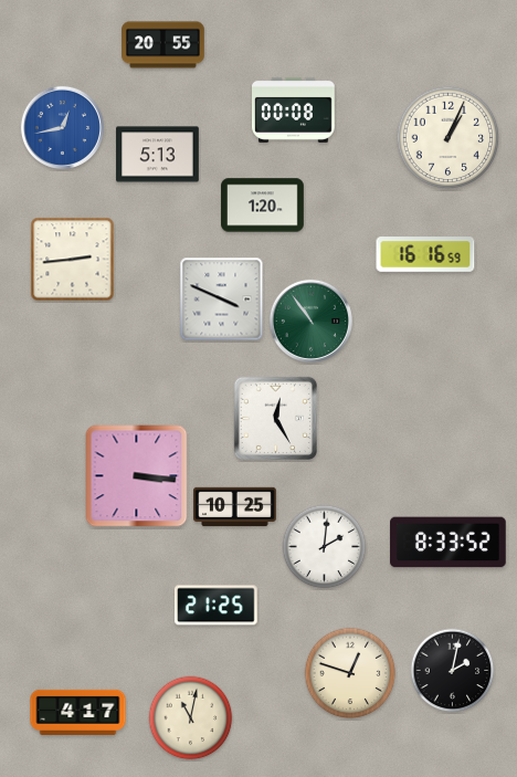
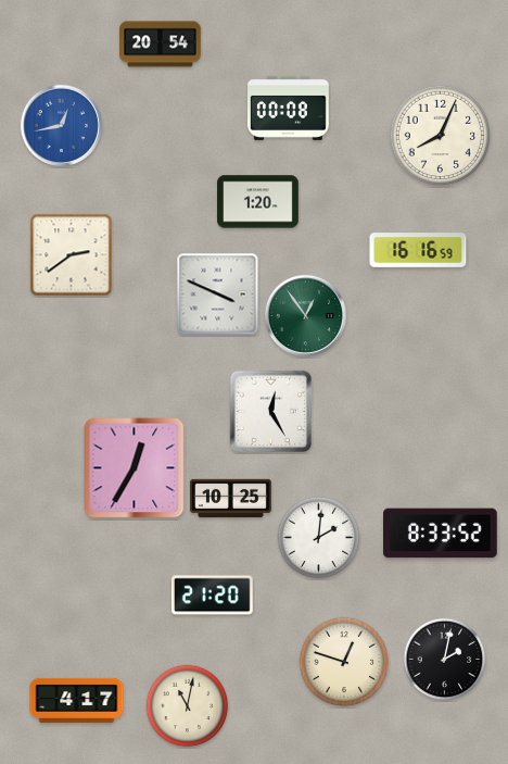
clock at (163, 45): 20:55 -> 20:54
clock at (449, 138): 1:04 -> 8:04
clock at (158, 155): 5:13 -> none
clock at (73, 260): 2:44 -> 2:39
clock at (310, 321): 10:54 -> 12:54
clock at (137, 476): 3:16 -> 12:35
clock at (215, 606): 21:25 -> 21:20
